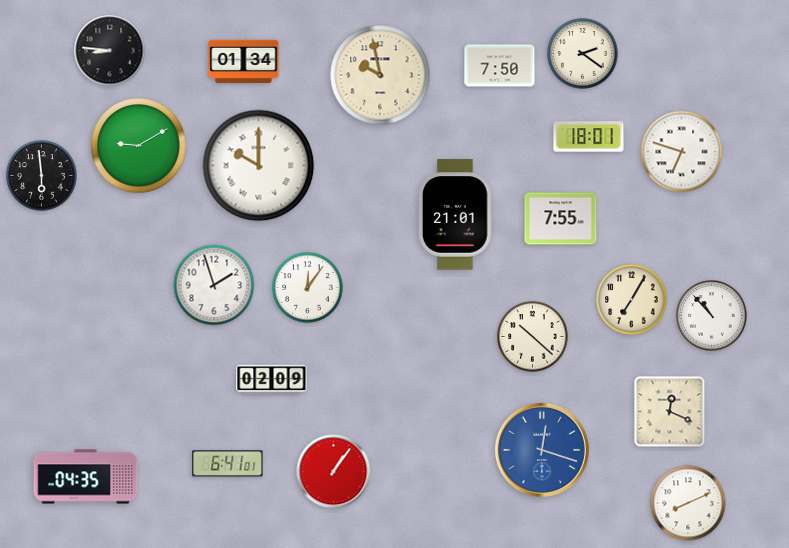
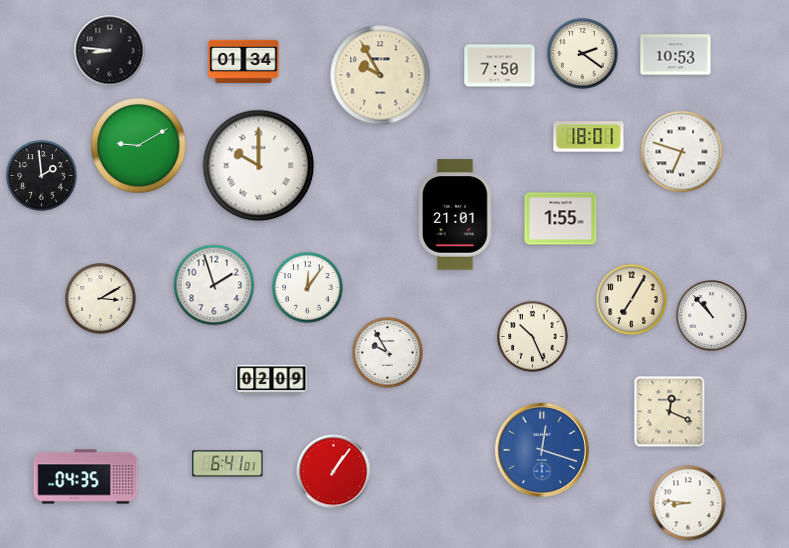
clock at (676, 55): none -> 10:53
clock at (380, 75): 9:58 -> 9:55
clock at (42, 176): 5:59 -> 1:59
clock at (561, 219): 7:55 -> 1:55
clock at (101, 299): none -> 3:10
clock at (533, 337): 10:22 -> 10:26
clock at (388, 353): none -> 9:55
clock at (688, 503): 8:11 -> 8:46
